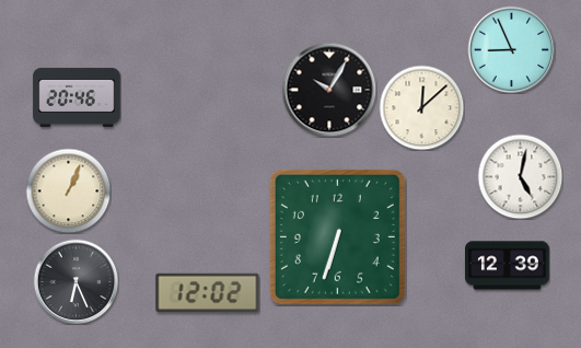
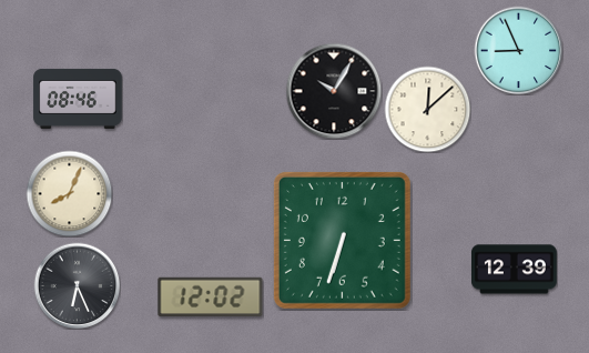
clock at (77, 97): 20:46 -> 08:46
clock at (520, 176): 5:02 -> none
clock at (68, 190): 1:04 -> 8:04
